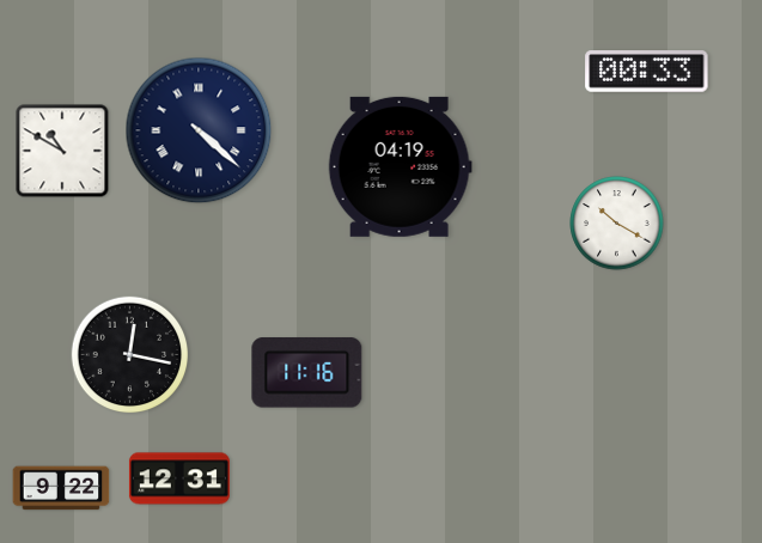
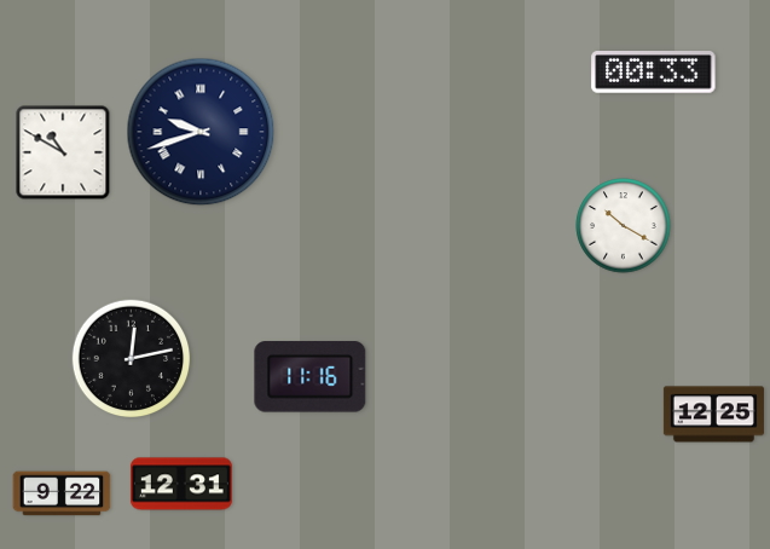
clock at (199, 130): 4:22 -> 9:42
clock at (400, 166): 04:19 -> none
clock at (130, 355): 12:17 -> 12:13
clock at (713, 415): none -> 12:25
